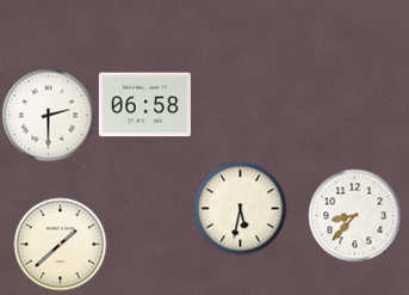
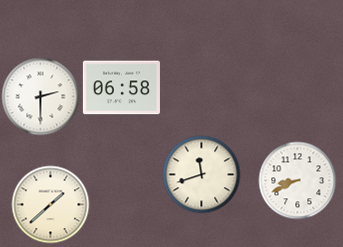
clock at (240, 208): 5:32 -> 11:42
clock at (354, 215): 8:37 -> 8:41
